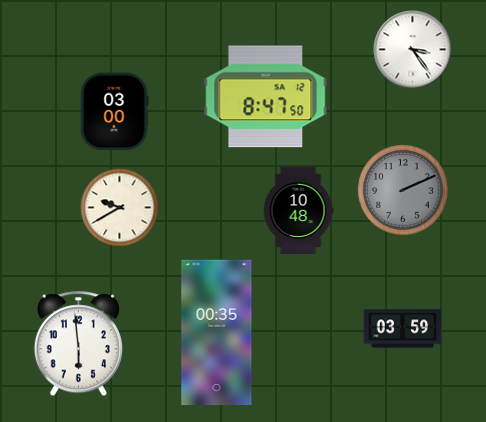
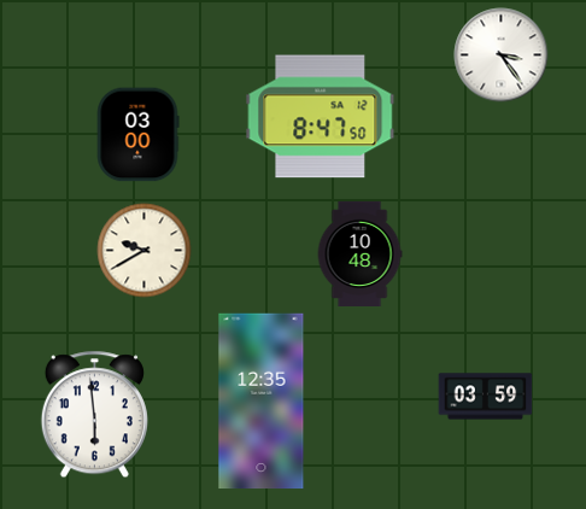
clock at (412, 49) position: (412, 49) -> (500, 54)
clock at (403, 190): 2:11 -> none
clock at (217, 333): 00:35 -> 12:35
